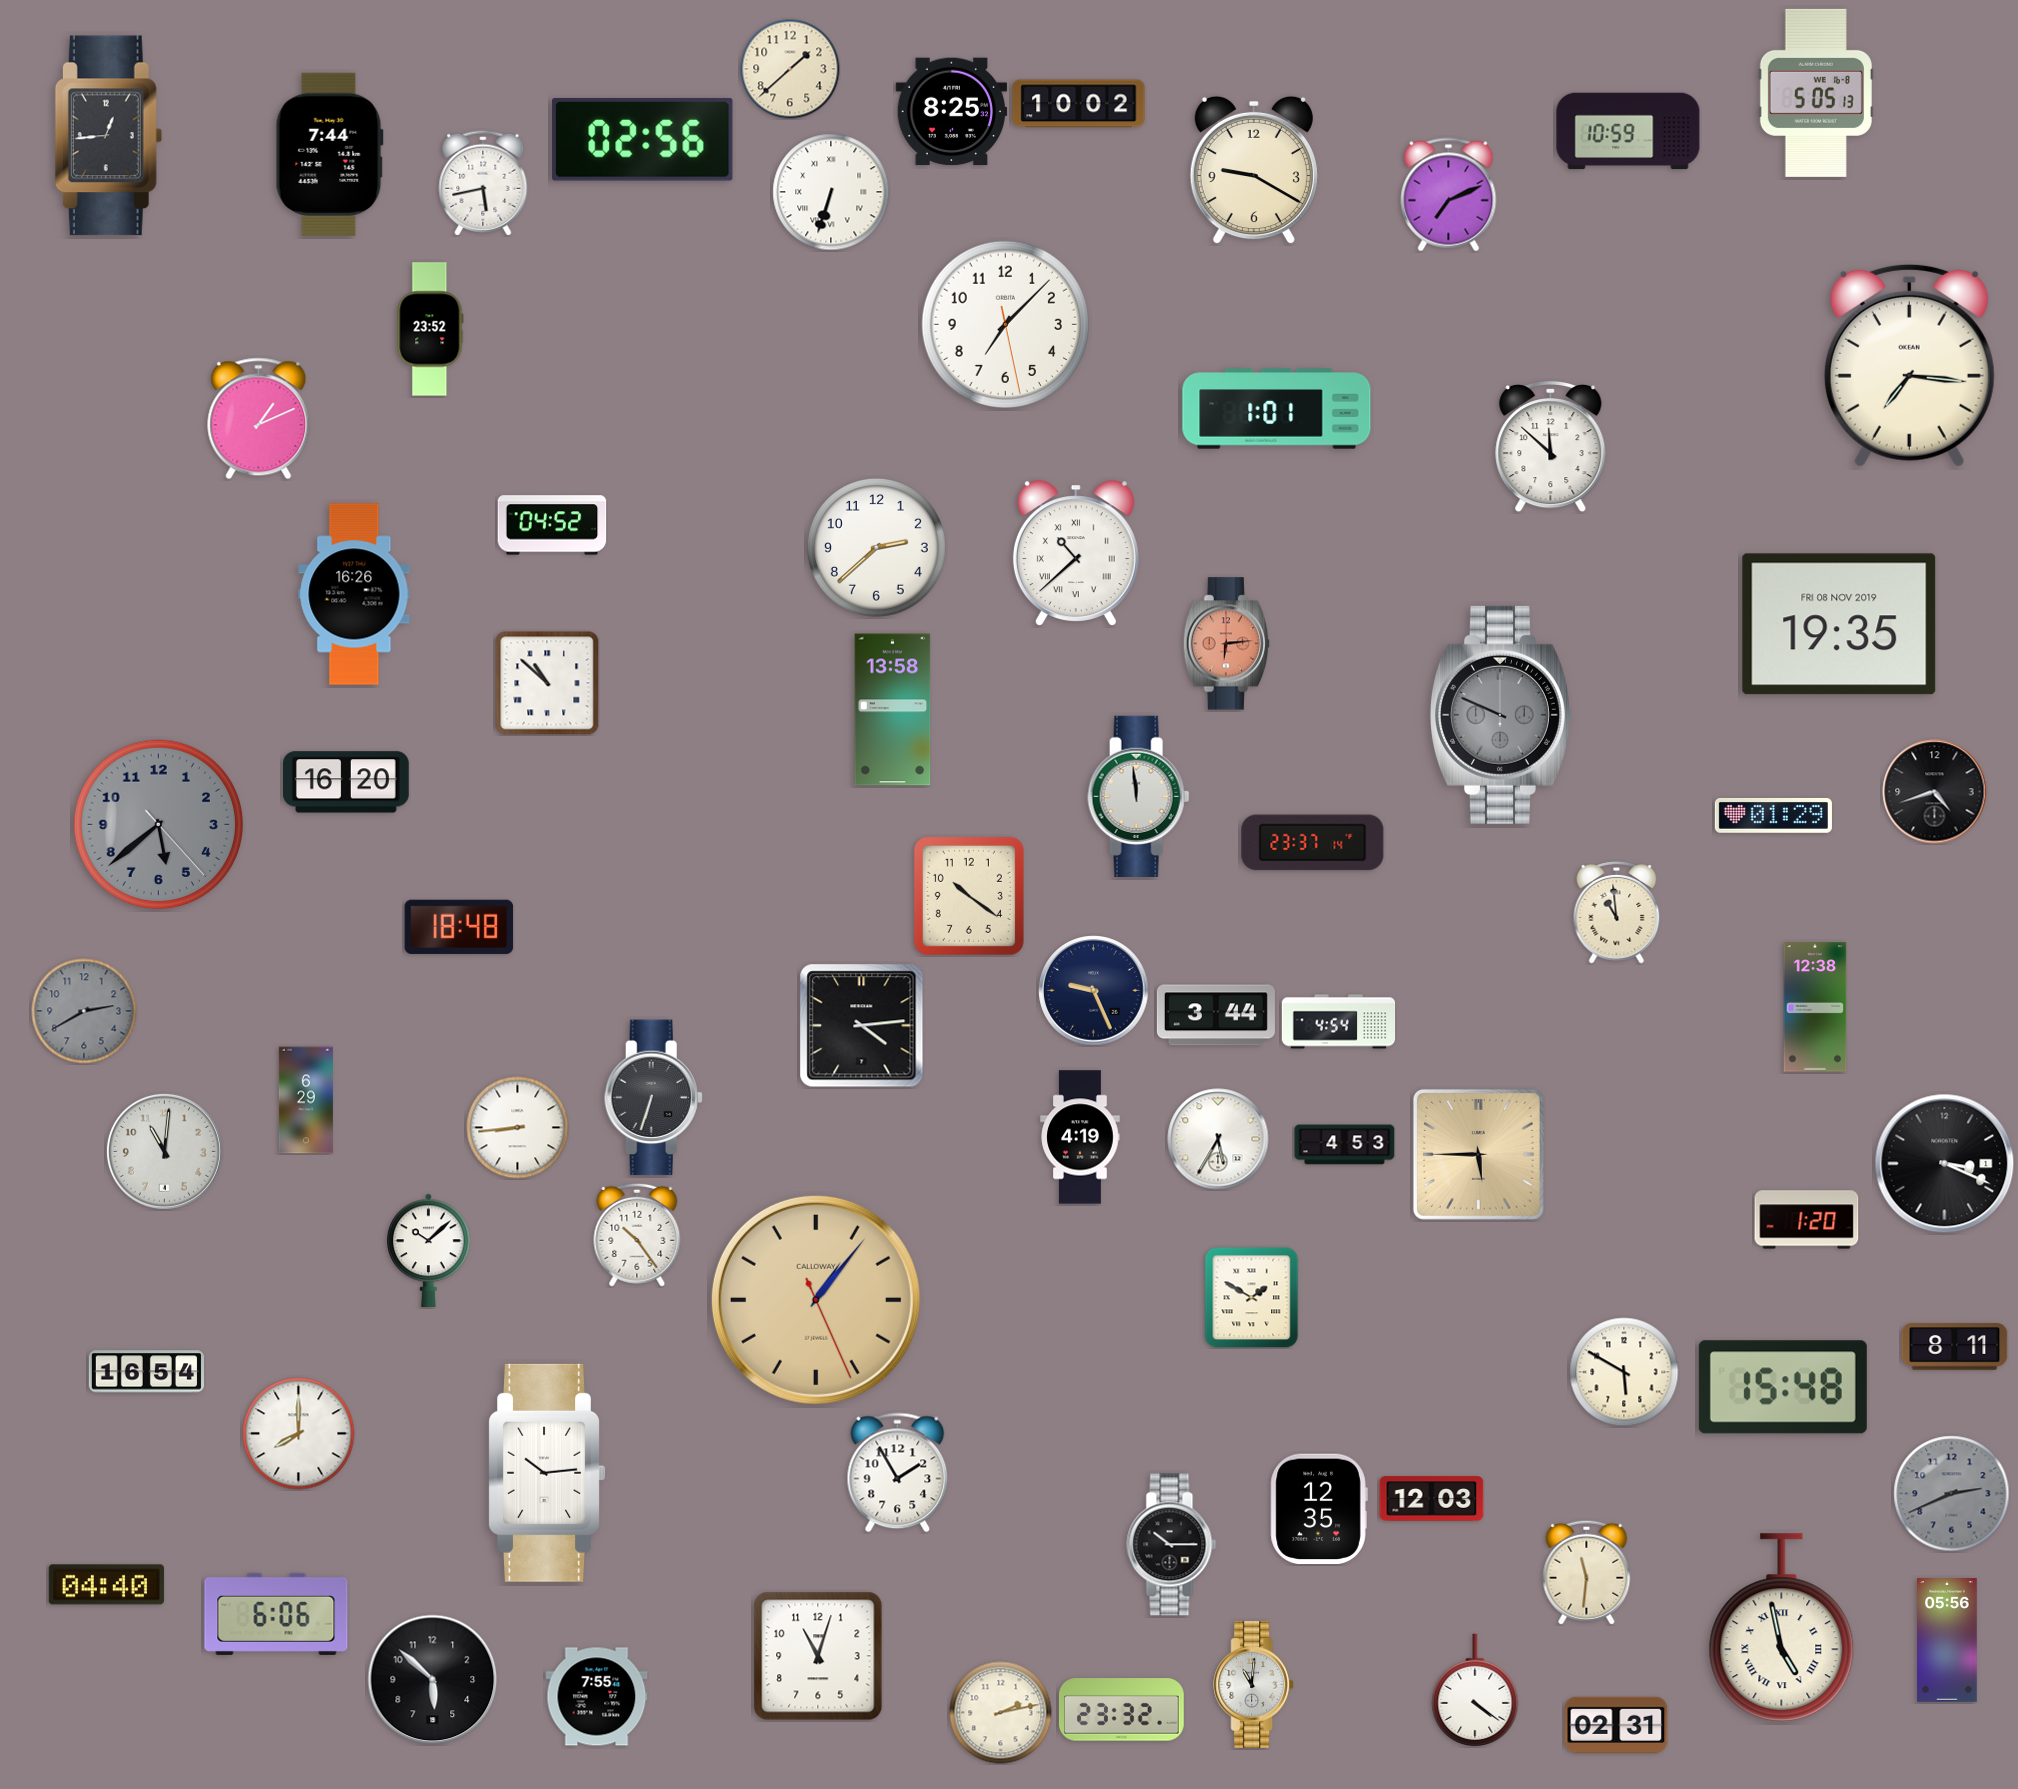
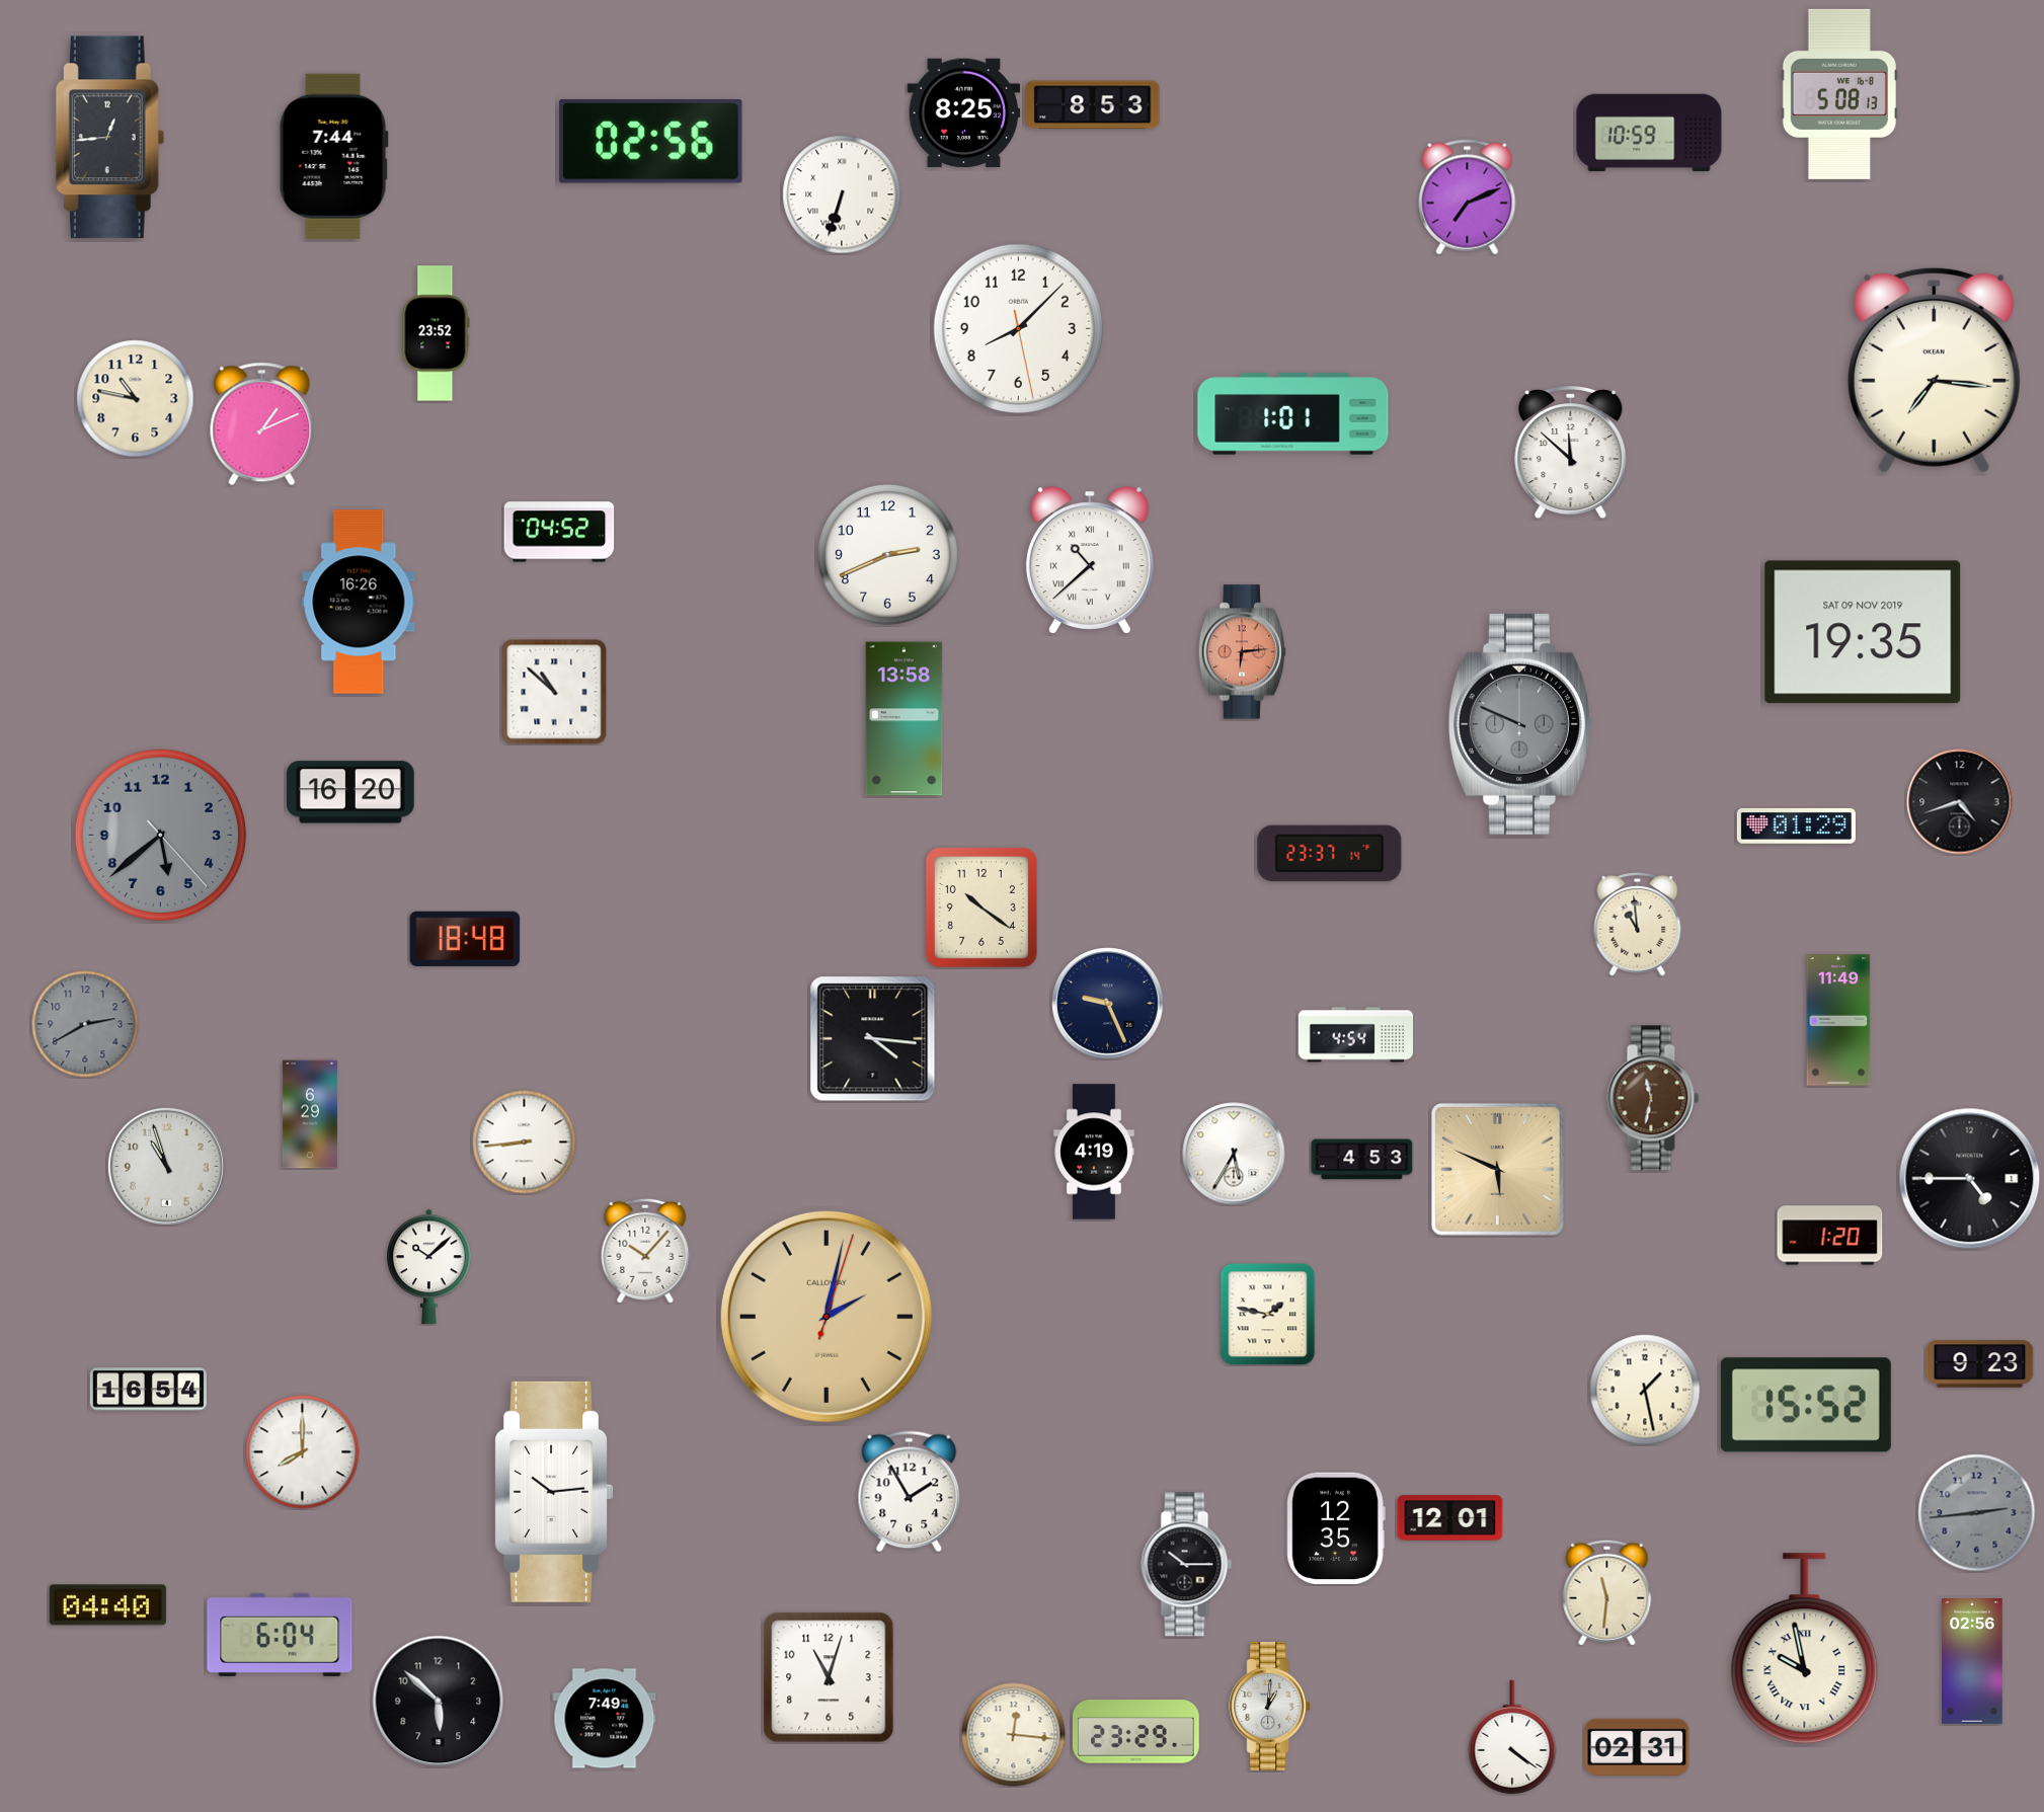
clock at (790, 69): 1:38 -> none
clock at (1816, 93): 5:05 -> 5:08
clock at (1079, 104): 10:02 -> 8:53
clock at (1254, 170): 9:20 -> none
clock at (483, 183): 5:43 -> none
clock at (1005, 324): 7:07 -> 8:07
clock at (136, 399): none -> 10:47
clock at (876, 547): 2:38 -> 2:41
clock at (1839, 624) date: FRI 08 NOV 2019 -> SAT 09 NOV 2019
clock at (1139, 796): 11:59 -> none
clock at (1815, 1007): 12:38 -> 11:49
clock at (1216, 1015): 3:44 -> none
clock at (862, 1026): 4:14 -> 4:16
clock at (1653, 1098): none -> 11:32
clock at (653, 1098): 6:33 -> none
clock at (164, 1151): 11:01 -> 10:57
clock at (1478, 1154): 5:45 -> 5:49
clock at (1945, 1164): 3:19 -> 4:45
clock at (637, 1235): 10:24 -> 10:07
clock at (429, 1250) position: (429, 1250) -> (429, 1266)
clock at (1252, 1297): 1:50 -> 1:47
clock at (816, 1300): 1:06 -> 2:02
clock at (1955, 1347): 8:11 -> 9:23
clock at (1624, 1372): 5:50 -> 1:28
clock at (1783, 1387): 15:48 -> 15:52
clock at (1952, 1494): 2:41 -> 2:44
clock at (1432, 1499): 12:03 -> 12:01
clock at (276, 1614): 6:06 -> 6:04
clock at (1782, 1628): 4:58 -> 9:58
clock at (1947, 1641): 05:56 -> 02:56
clock at (1254, 1685): 11:01 -> 1:01
clock at (1475, 1690) position: (1475, 1690) -> (1512, 1737)
clock at (597, 1697): 7:55 -> 7:49
clock at (1122, 1710): 23:32 -> 23:29
clock at (1001, 1713): 2:13 -> 12:16
